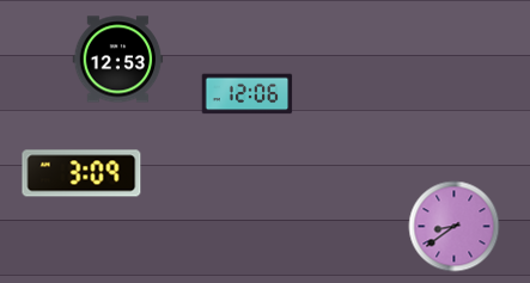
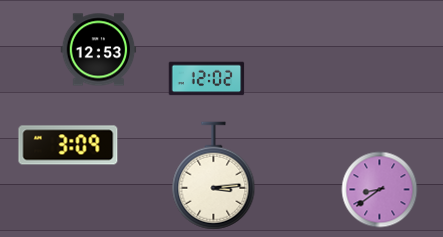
clock at (248, 94): 12:06 -> 12:02
clock at (214, 176): none -> 3:14
